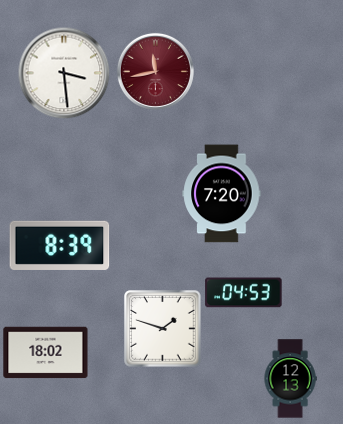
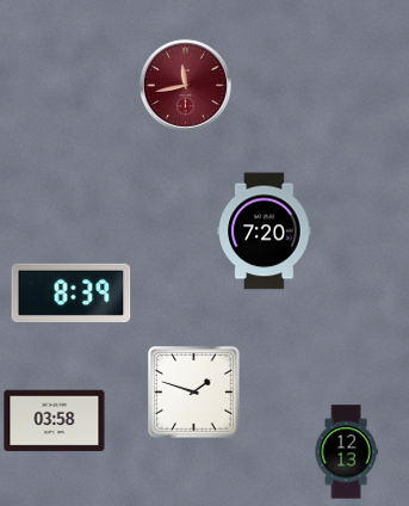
clock at (64, 73): 3:29 -> none
clock at (244, 293): 04:53 -> none
clock at (46, 353): 18:02 -> 03:58
